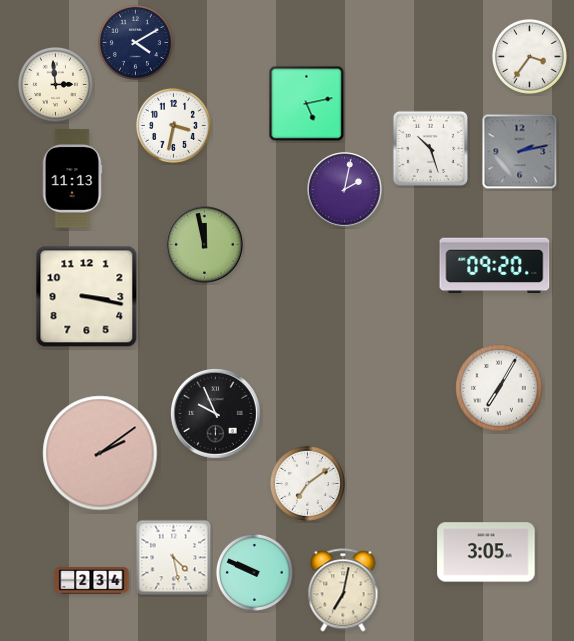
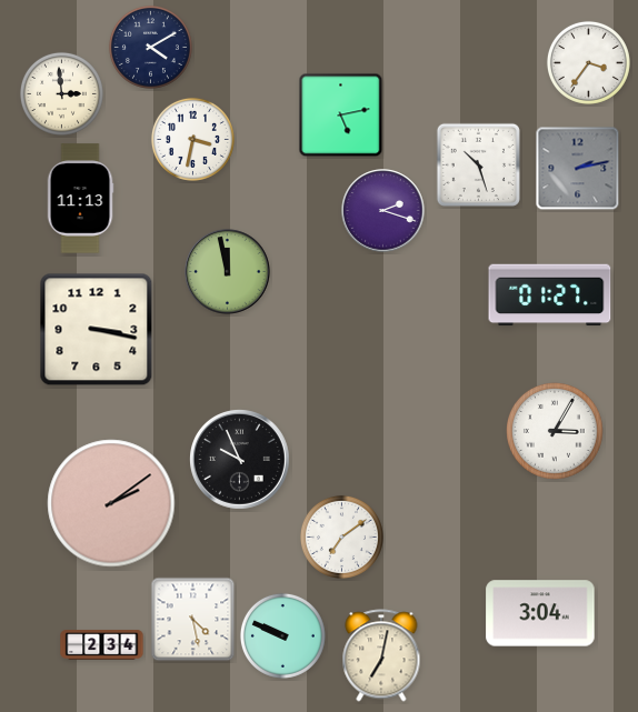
clock at (345, 190): 2:02 -> 2:18
clock at (495, 266): 09:20 -> 01:27
clock at (500, 389): 7:05 -> 3:05
clock at (486, 552): 3:05 -> 3:04
